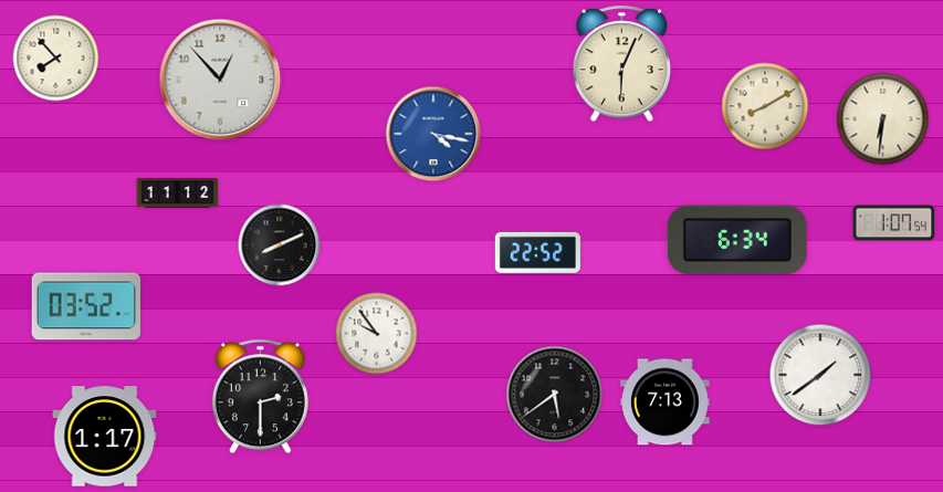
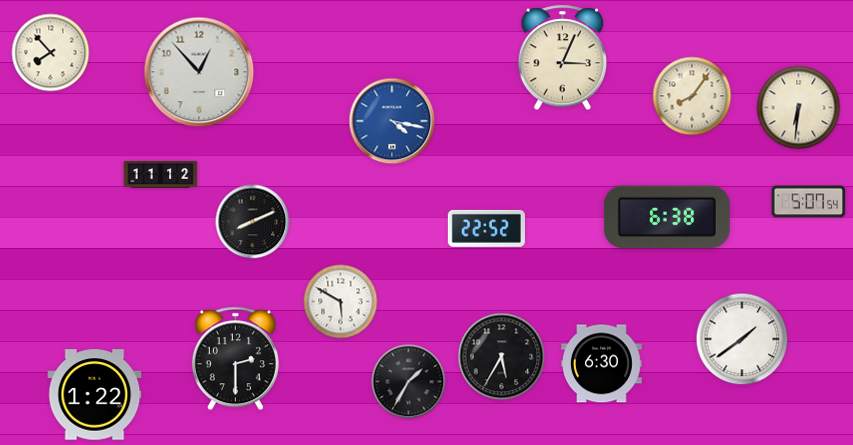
clock at (621, 64): 6:04 -> 3:04
clock at (765, 106): 8:10 -> 8:06
clock at (894, 223): 1:07 -> 5:07
clock at (737, 240): 6:34 -> 6:38
clock at (85, 306): 03:52 -> none
clock at (377, 334): 9:54 -> 5:50
clock at (555, 395): 5:39 -> 5:35
clock at (666, 402): 7:13 -> 6:30
clock at (409, 382): none -> 1:35
clock at (105, 437): 1:17 -> 1:22
